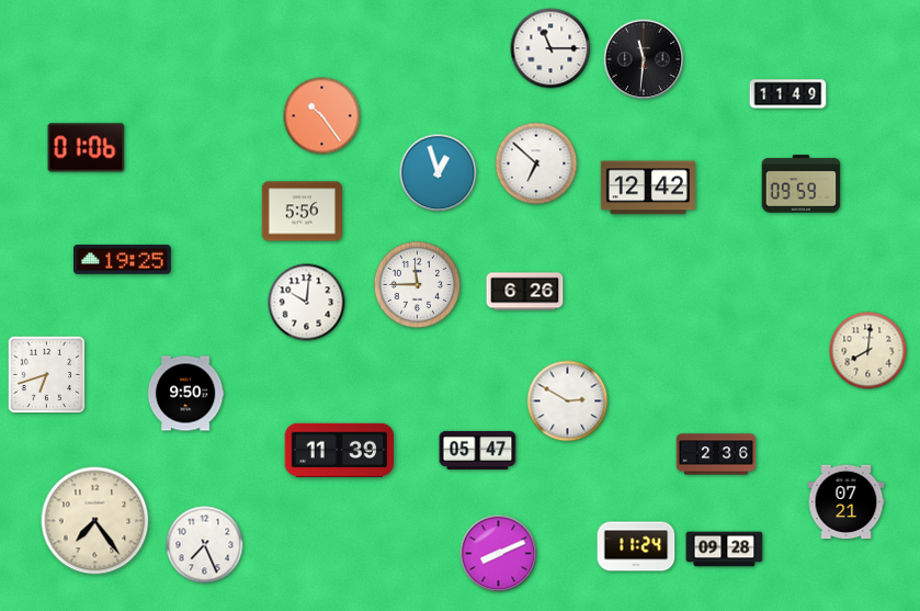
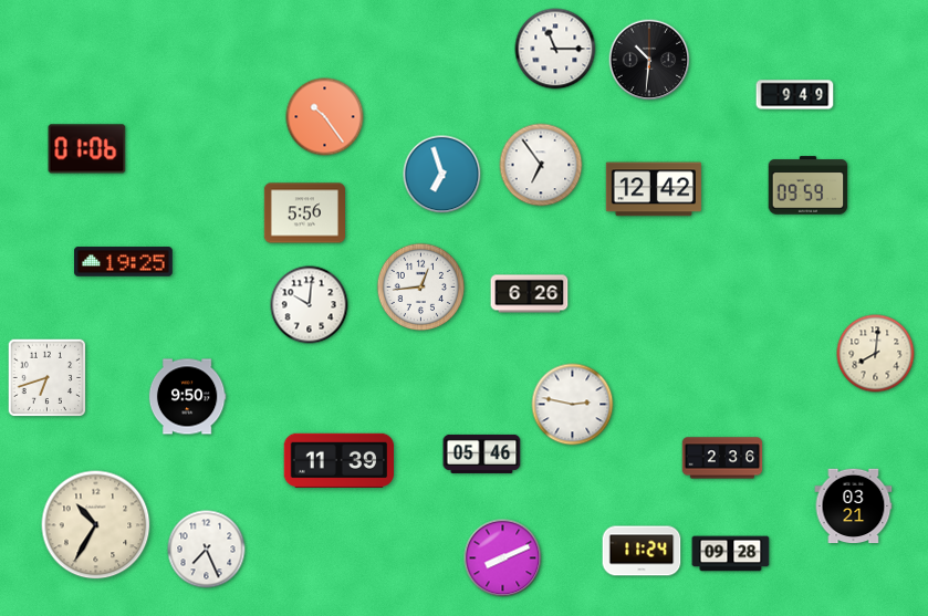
clock at (644, 59): 11:31 -> 10:31
clock at (788, 94): 11:49 -> 9:49
clock at (536, 163): 6:52 -> 6:54
clock at (439, 173): 12:57 -> 6:57
clock at (418, 285): 11:45 -> 12:44
clock at (568, 401): 2:50 -> 2:47
clock at (340, 450) position: (340, 450) -> (340, 460)
clock at (478, 450): 05:47 -> 05:46
clock at (847, 502): 07:21 -> 03:21
clock at (95, 521): 7:24 -> 10:35
